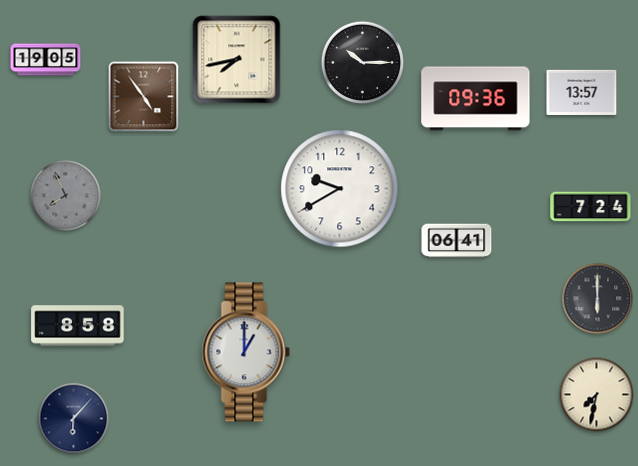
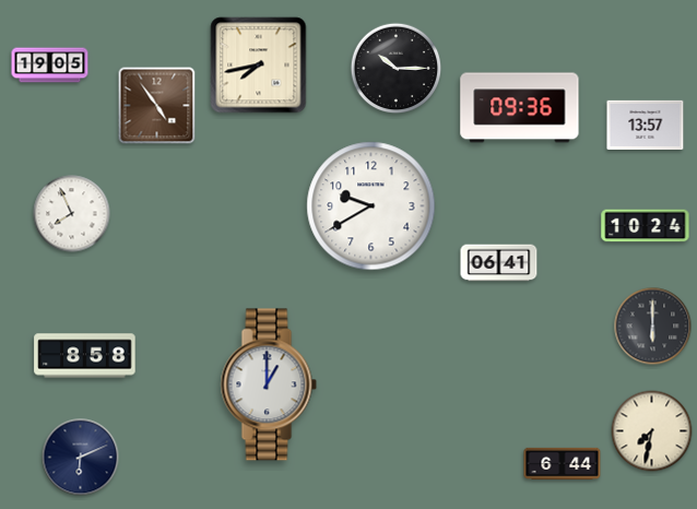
clock at (582, 92) position: (582, 92) -> (646, 125)
clock at (66, 196) dial: grey -> white
clock at (591, 207): 7:24 -> 10:24
clock at (74, 419): 6:07 -> 6:11
clock at (563, 463): none -> 6:44
